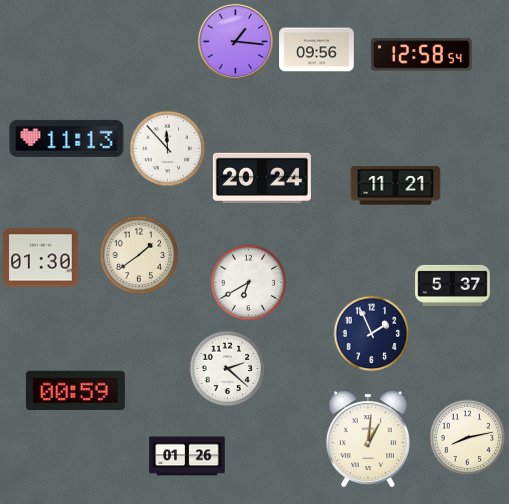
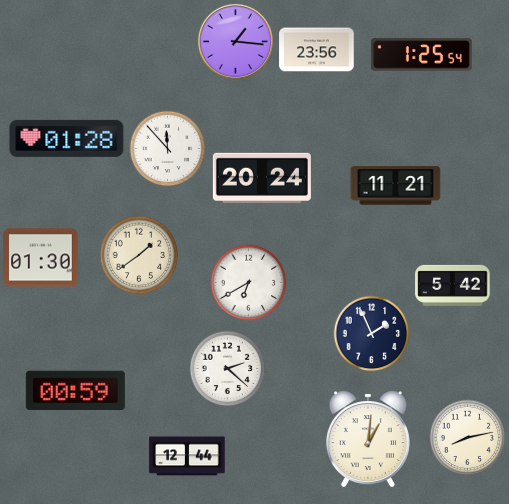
clock at (317, 50): 09:56 -> 23:56
clock at (421, 55): 12:58 -> 1:25
clock at (67, 138): 11:13 -> 01:28
clock at (453, 285): 5:37 -> 5:42
clock at (187, 456): 01:26 -> 12:44
